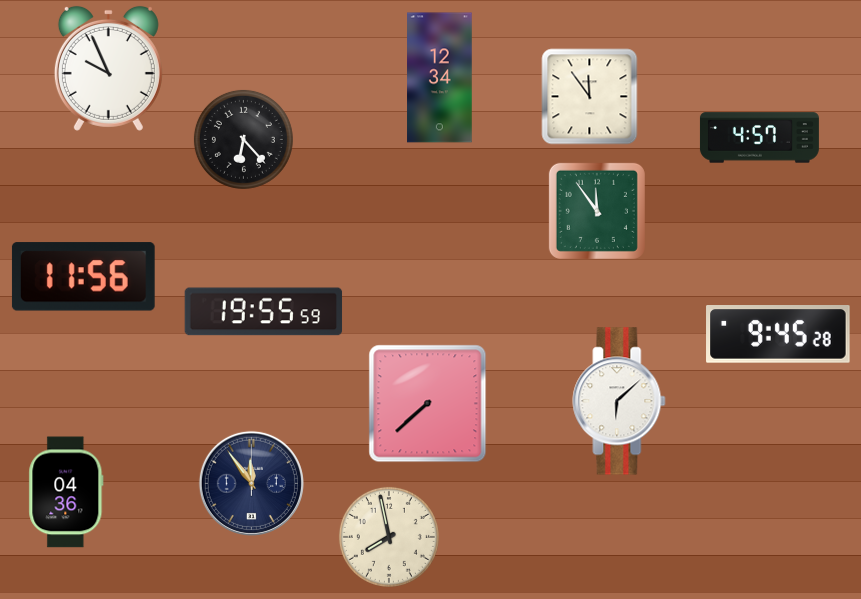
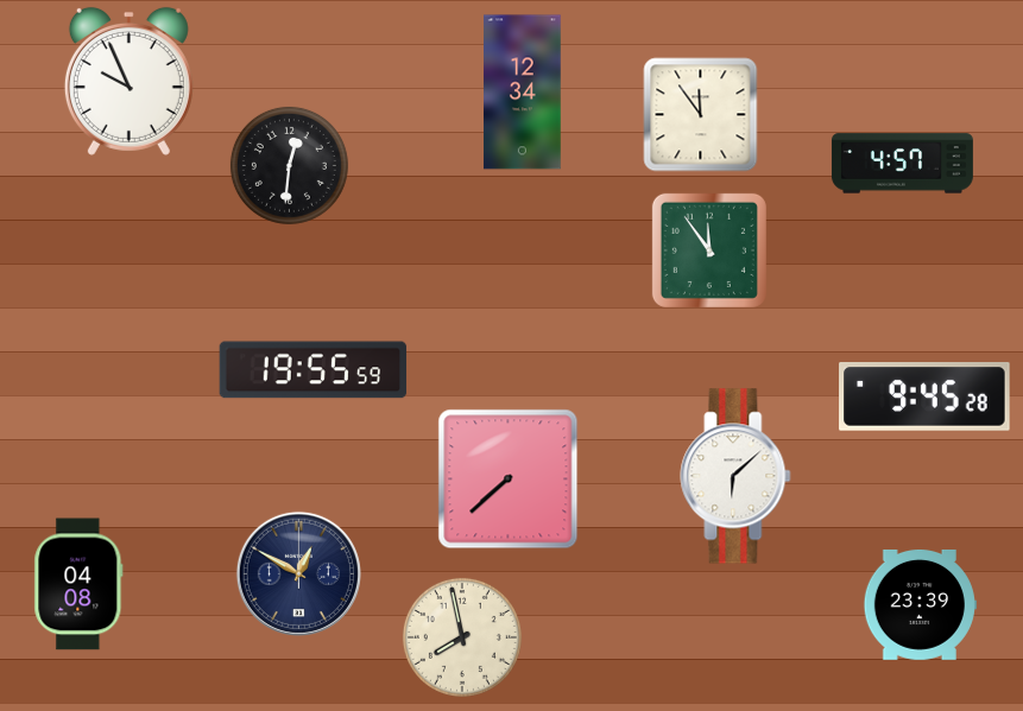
clock at (243, 139): 6:23 -> 12:31
clock at (83, 277): 11:56 -> none
clock at (251, 483): 11:54 -> 12:50
clock at (66, 492): 04:36 -> 04:08
clock at (920, 604): none -> 23:39
